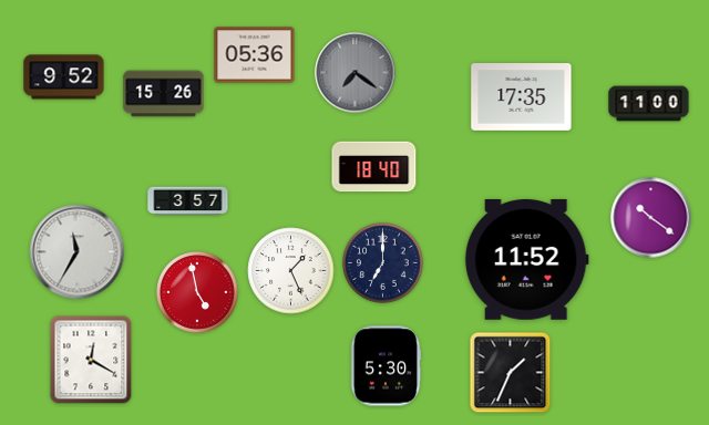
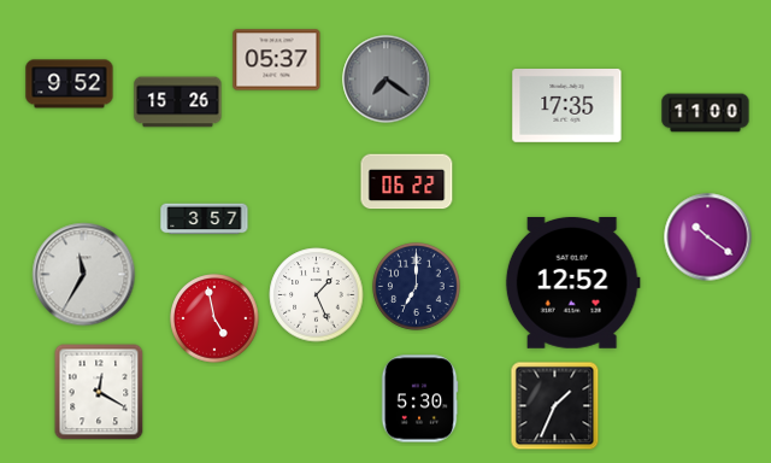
clock at (255, 55): 05:36 -> 05:37
clock at (374, 167): 18:40 -> 06:22
clock at (526, 259): 11:52 -> 12:52
